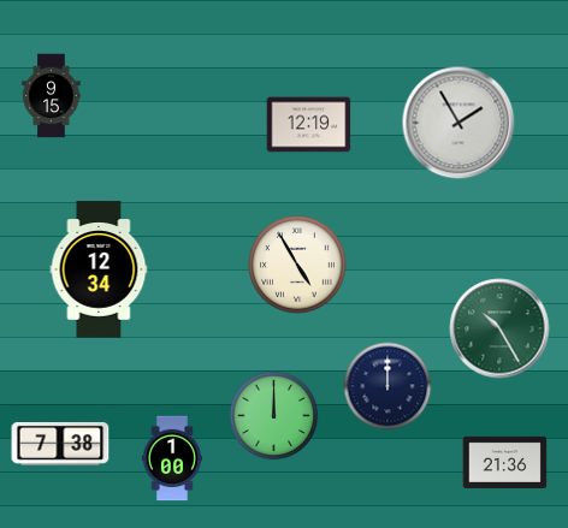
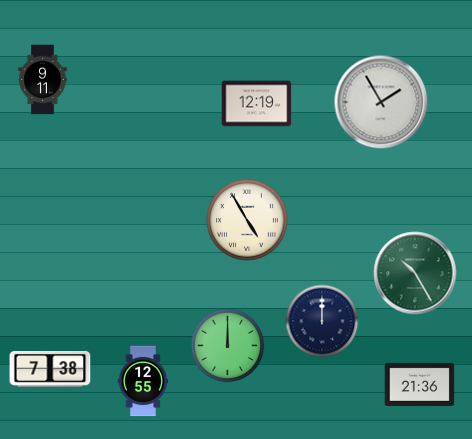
clock at (52, 96): 9:15 -> 9:11
clock at (99, 269): 12:34 -> none
clock at (172, 458): 1:00 -> 12:55
